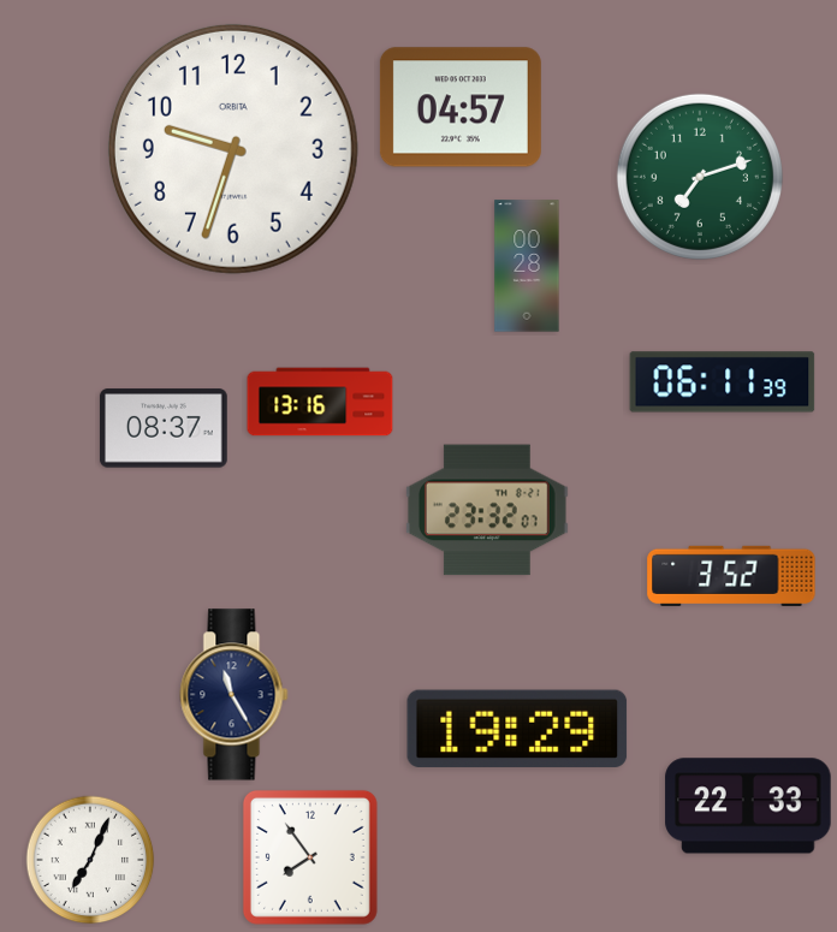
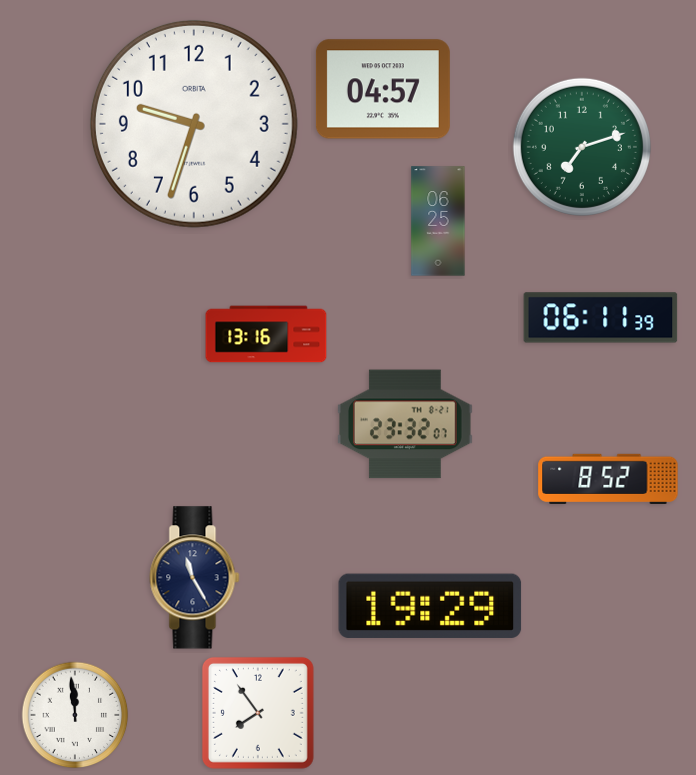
clock at (527, 266): 00:28 -> 06:25
clock at (164, 428): 08:37 -> none
clock at (731, 576): 3:52 -> 8:52
clock at (748, 806): 22:33 -> none
clock at (90, 860): 7:04 -> 11:59
